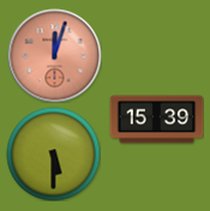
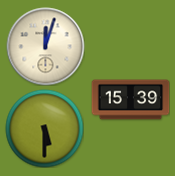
clock at (54, 55) dial: salmon -> cream
